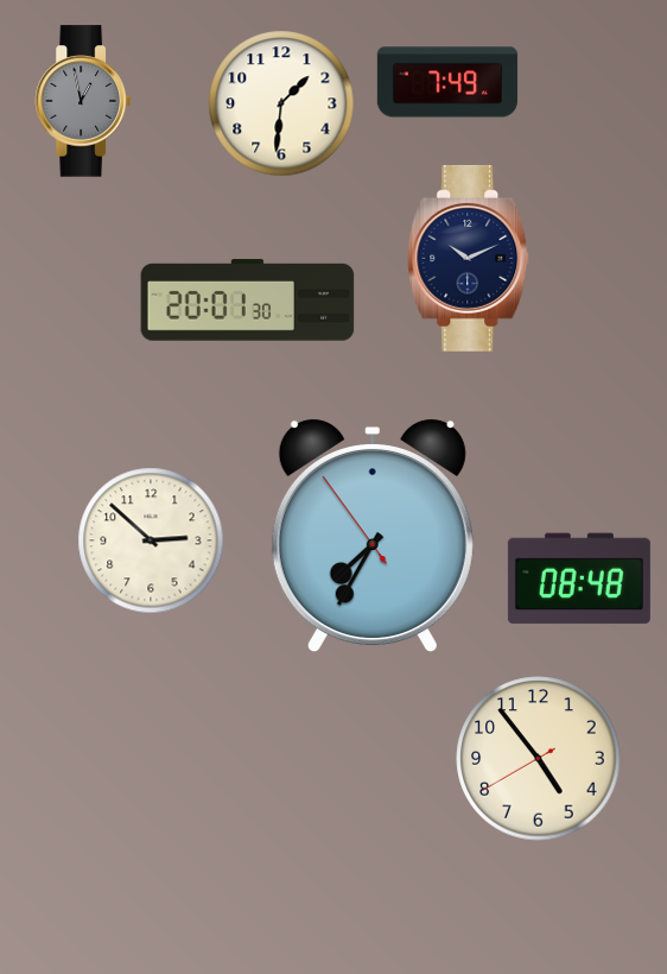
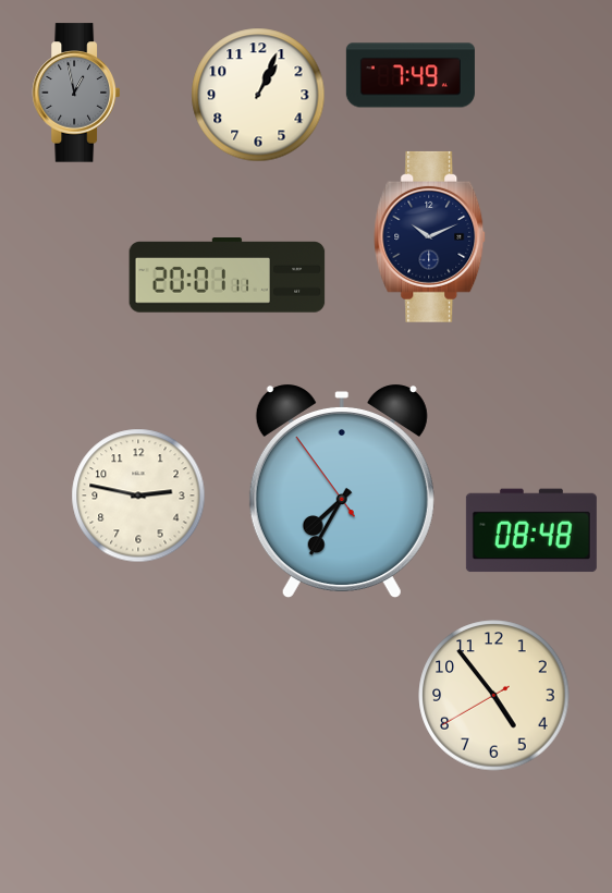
clock at (281, 103): 1:31 -> 1:04
clock at (248, 301): 20:01:30 -> 20:01:11
clock at (151, 540): 2:52 -> 2:47
